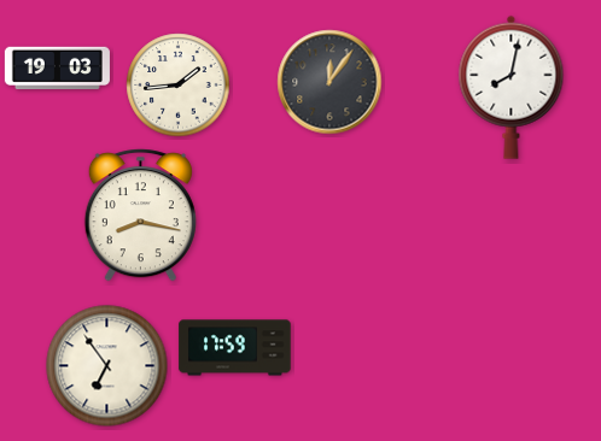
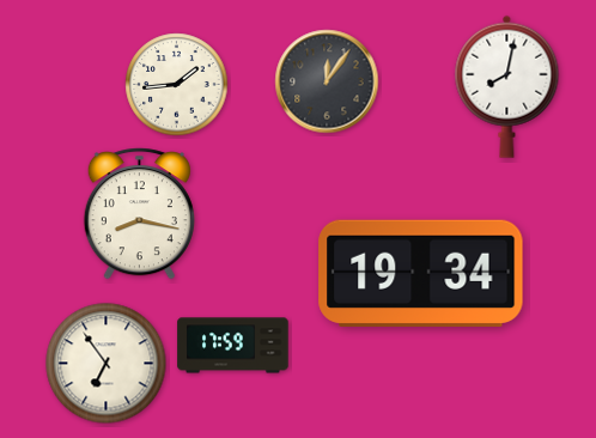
clock at (57, 69): 19:03 -> none
clock at (421, 273): none -> 19:34
